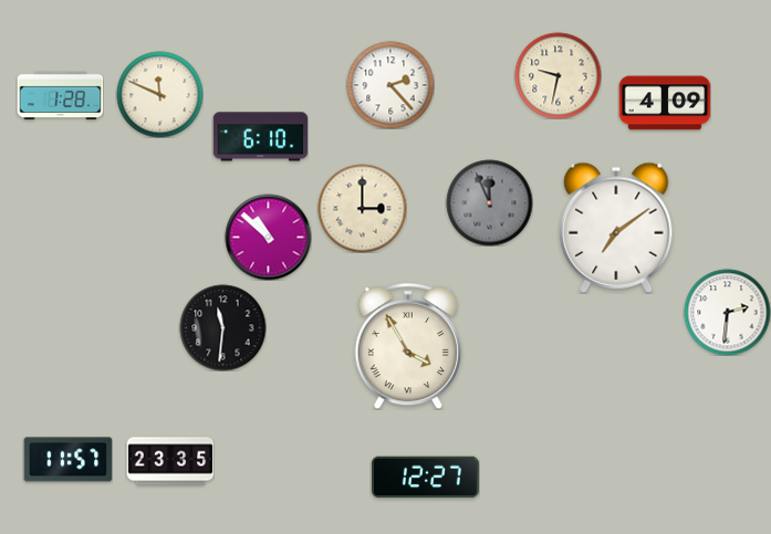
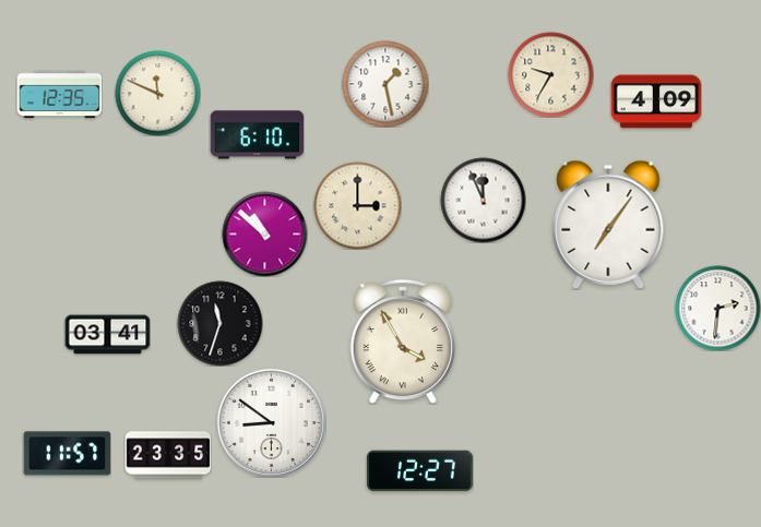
clock at (558, 75): 9:32 -> 9:35
clock at (390, 85): 2:23 -> 1:28
clock at (60, 96): 1:28 -> 12:35
clock at (489, 202) dial: grey -> white
clock at (616, 228): 7:09 -> 7:06
clock at (222, 327): 11:31 -> 11:33
clock at (107, 335): none -> 03:41
clock at (271, 422): none -> 8:51
